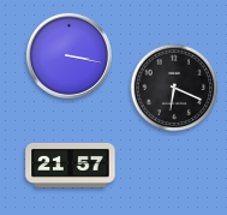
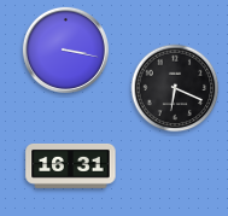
clock at (68, 55) position: (68, 55) -> (65, 49)
clock at (71, 165): 21:57 -> 16:31
